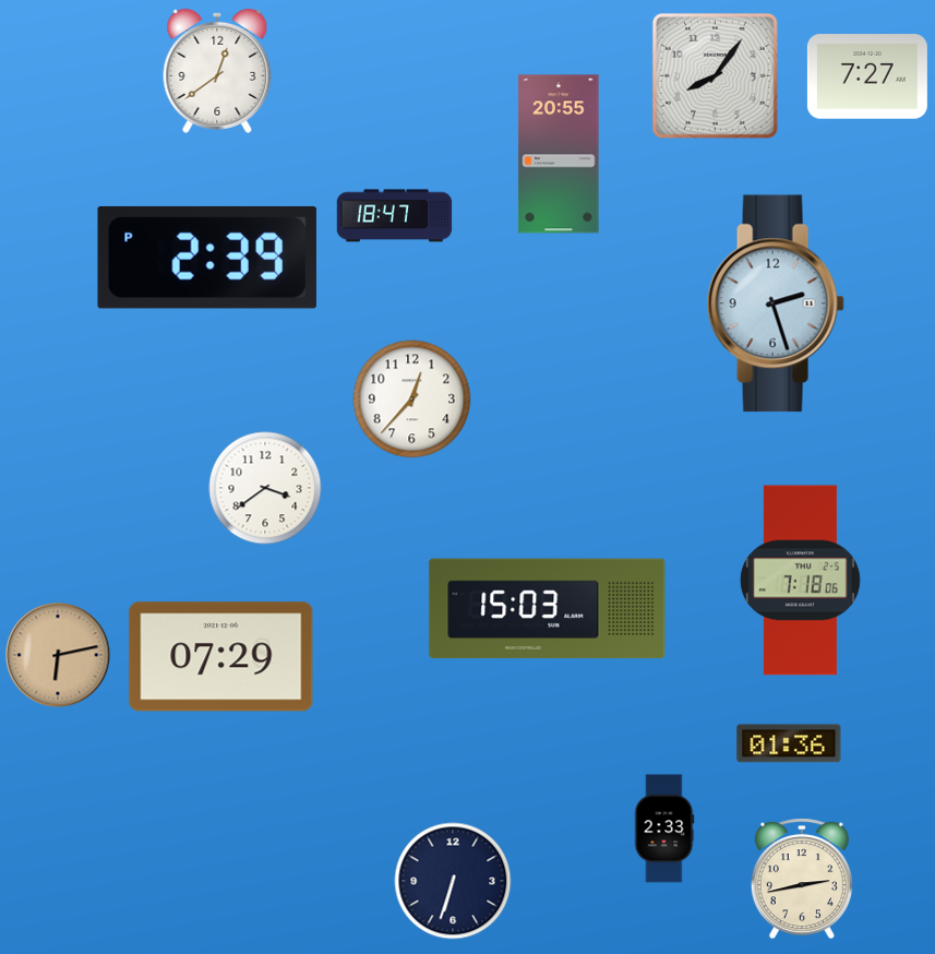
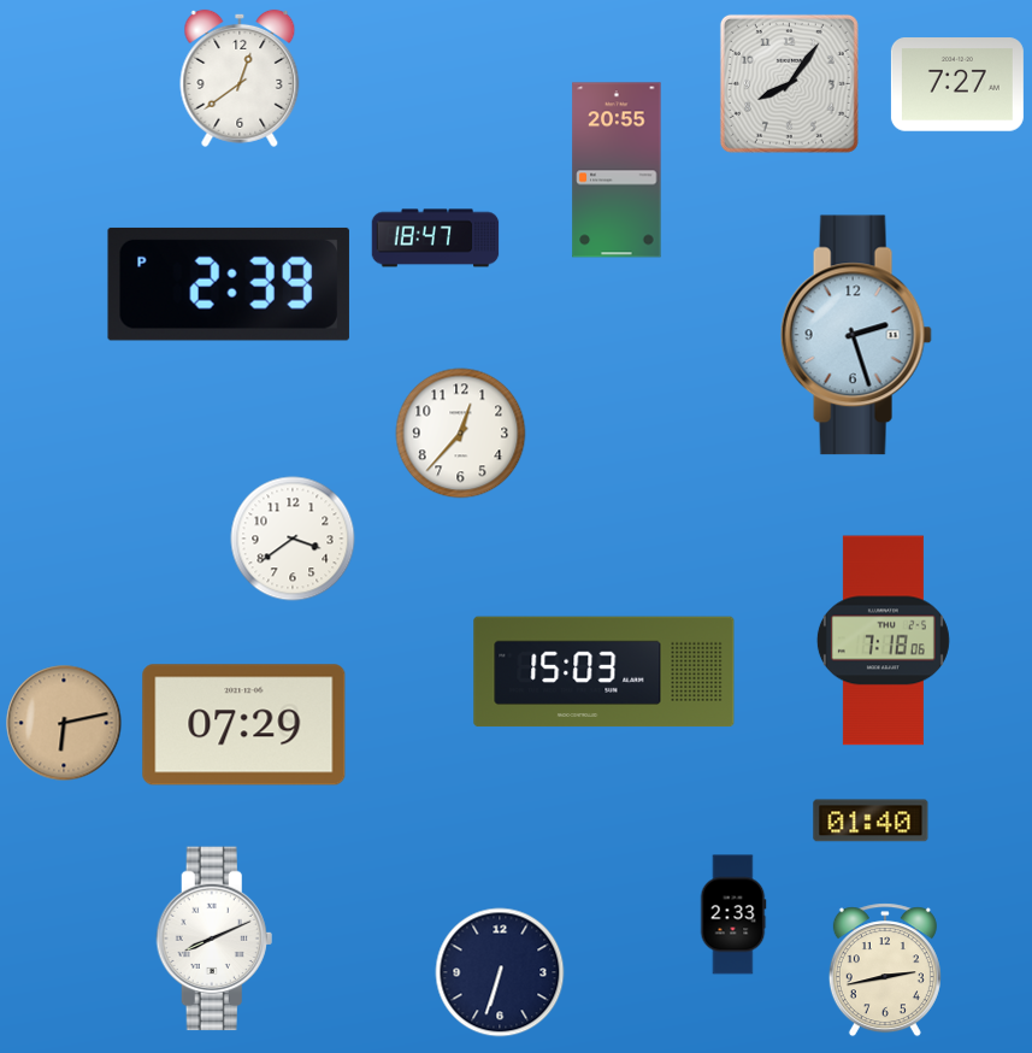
clock at (412, 400) position: (412, 400) -> (461, 434)
clock at (789, 743): 01:36 -> 01:40
clock at (214, 939): none -> 8:11
